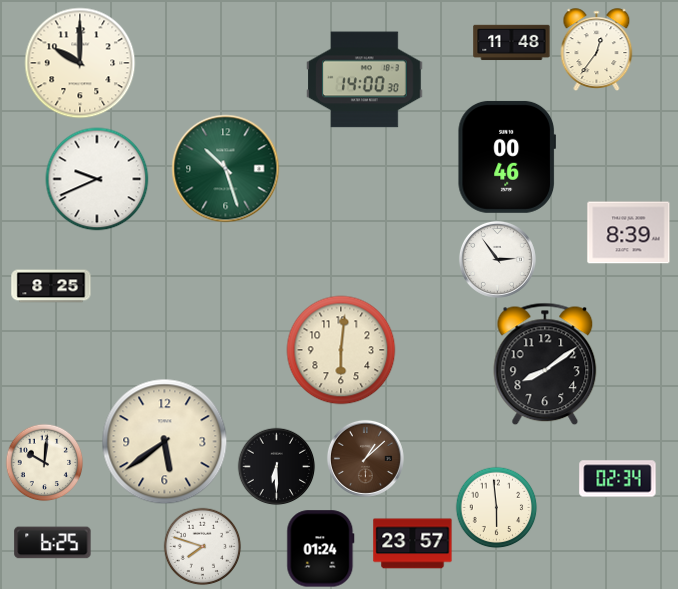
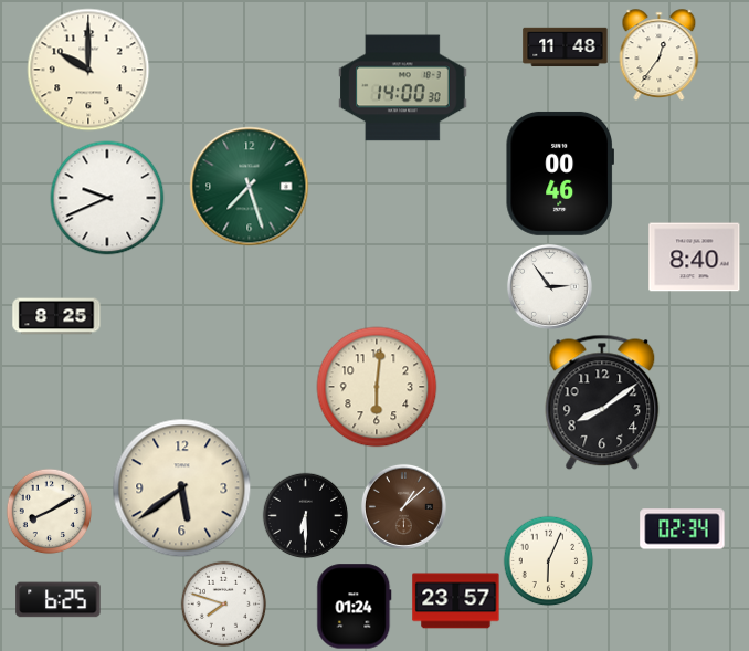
clock at (226, 169): 10:27 -> 7:27
clock at (629, 233): 8:39 -> 8:40
clock at (44, 462): 10:01 -> 8:10
clock at (496, 507): 5:59 -> 6:04
